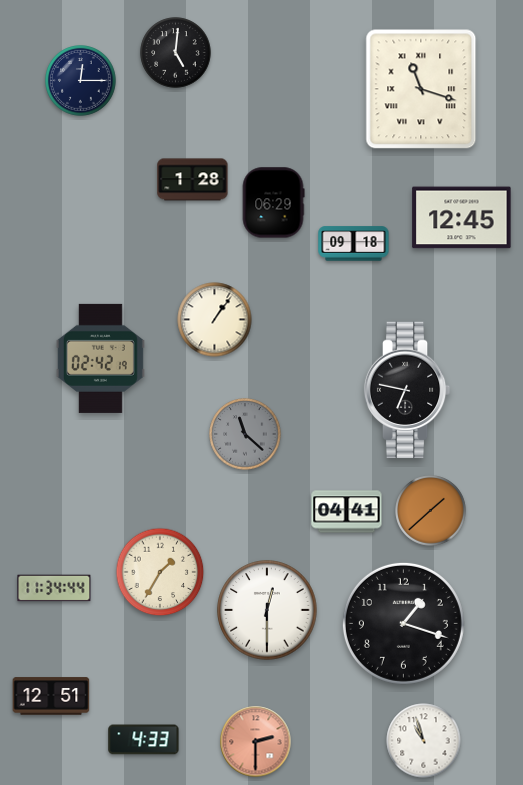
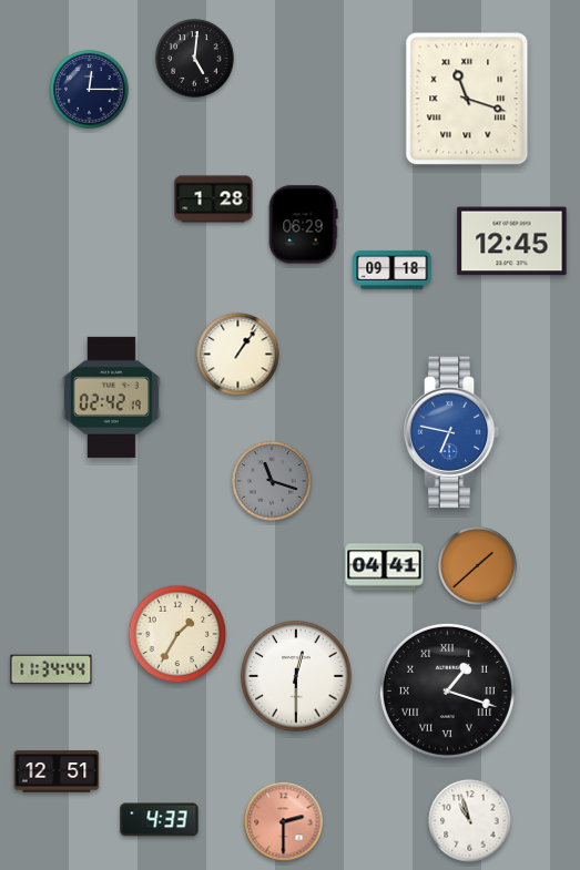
clock at (407, 390) dial: black -> blue
clock at (245, 434): 11:22 -> 11:18
clock at (54, 588) position: (54, 588) -> (51, 669)
clock at (403, 623) numerals: Arabic -> Roman
